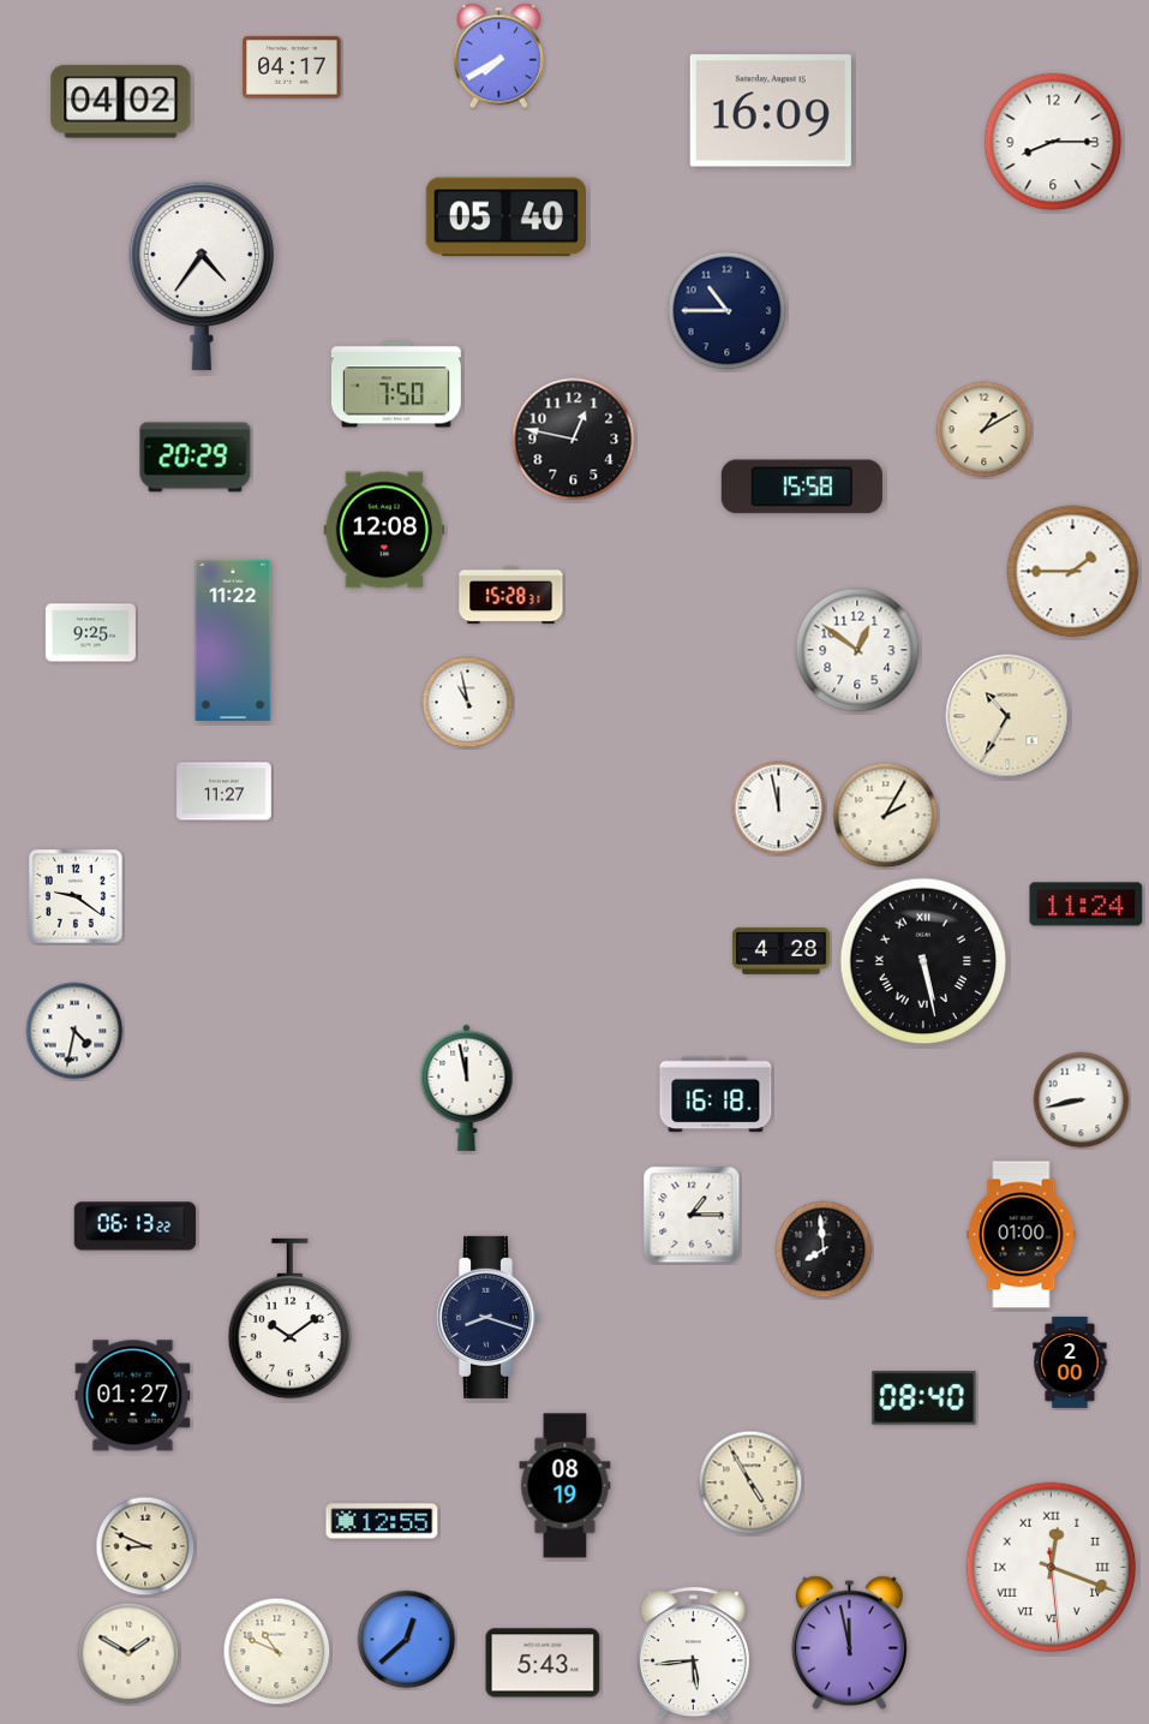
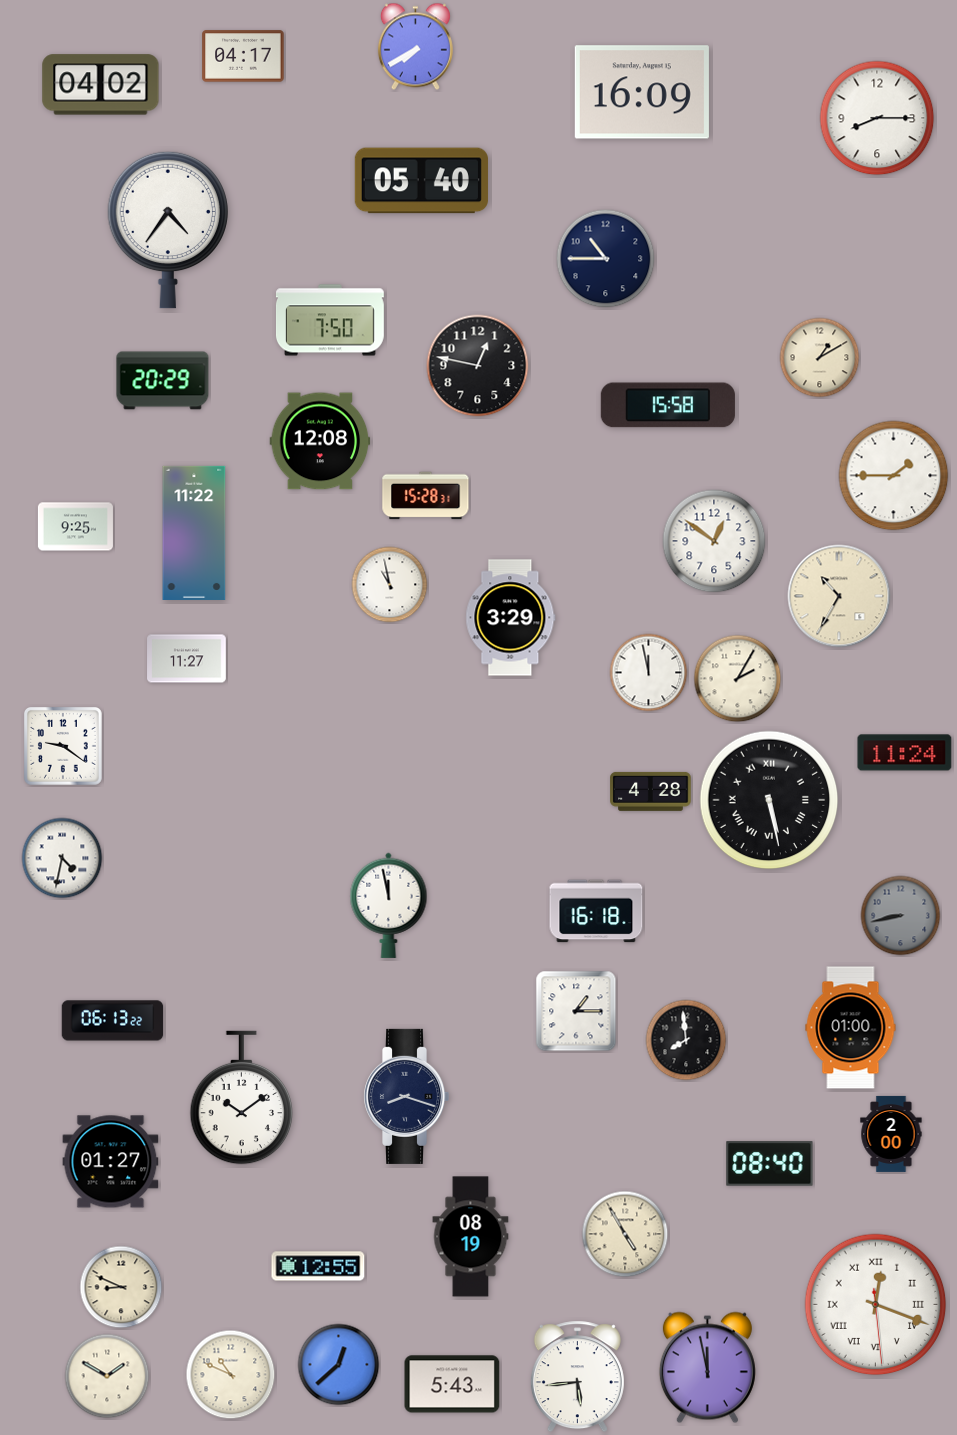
clock at (511, 618): none -> 3:29
clock at (1082, 1100) dial: white -> grey
